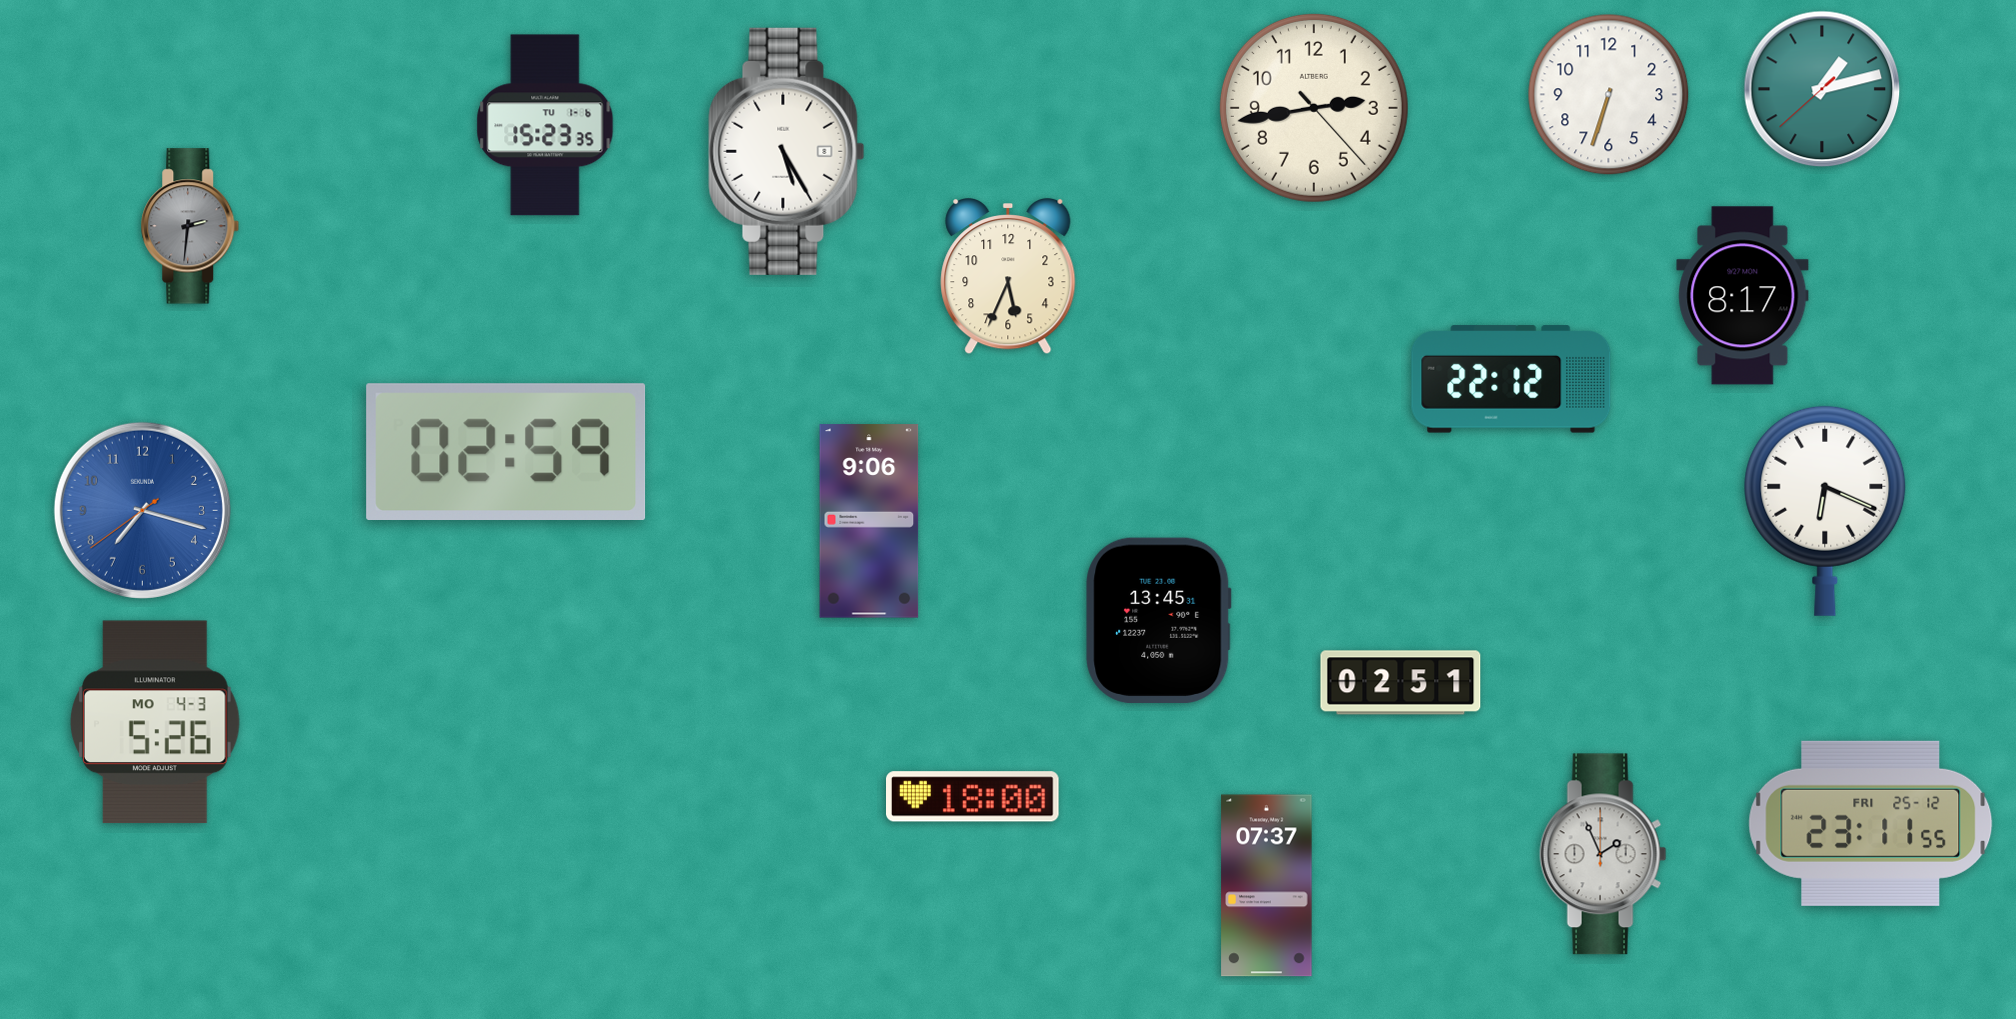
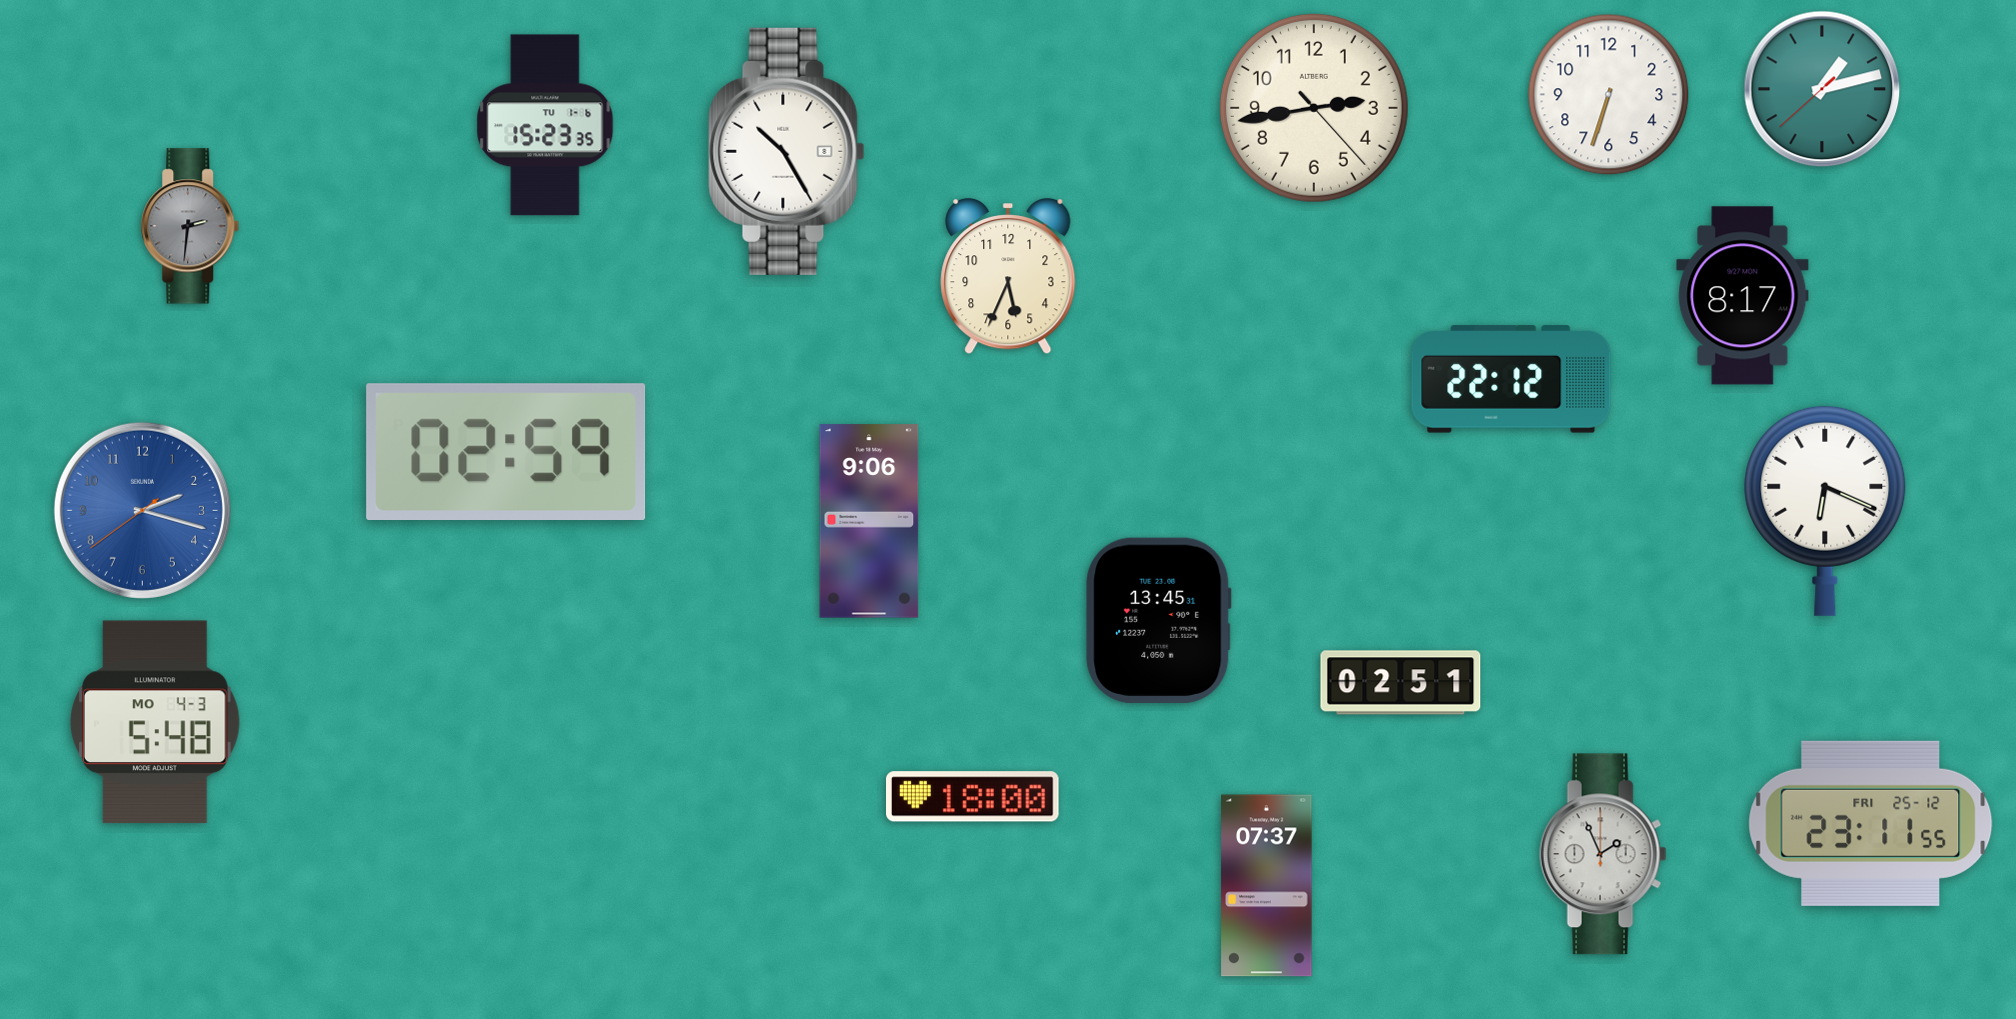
clock at (787, 151): 5:25 -> 10:25
clock at (142, 510): 7:17 -> 2:17
clock at (155, 722): 5:26 -> 5:48
